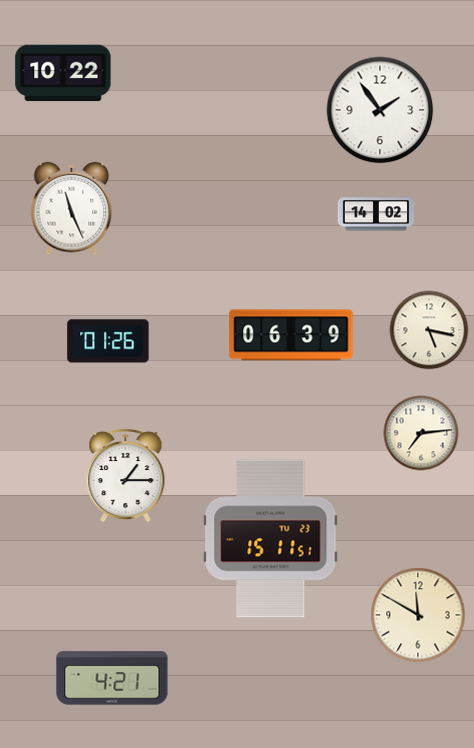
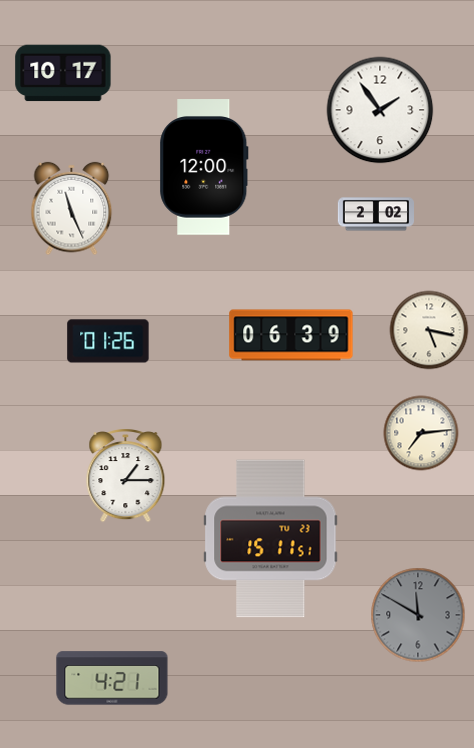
clock at (63, 73): 10:22 -> 10:17
clock at (204, 167): none -> 12:00
clock at (376, 214): 14:02 -> 2:02
clock at (418, 615) dial: cream -> grey
